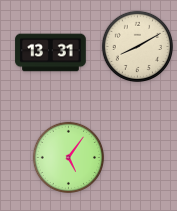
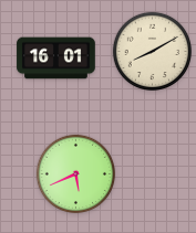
clock at (51, 53): 13:31 -> 16:01
clock at (68, 157): 5:06 -> 5:41
